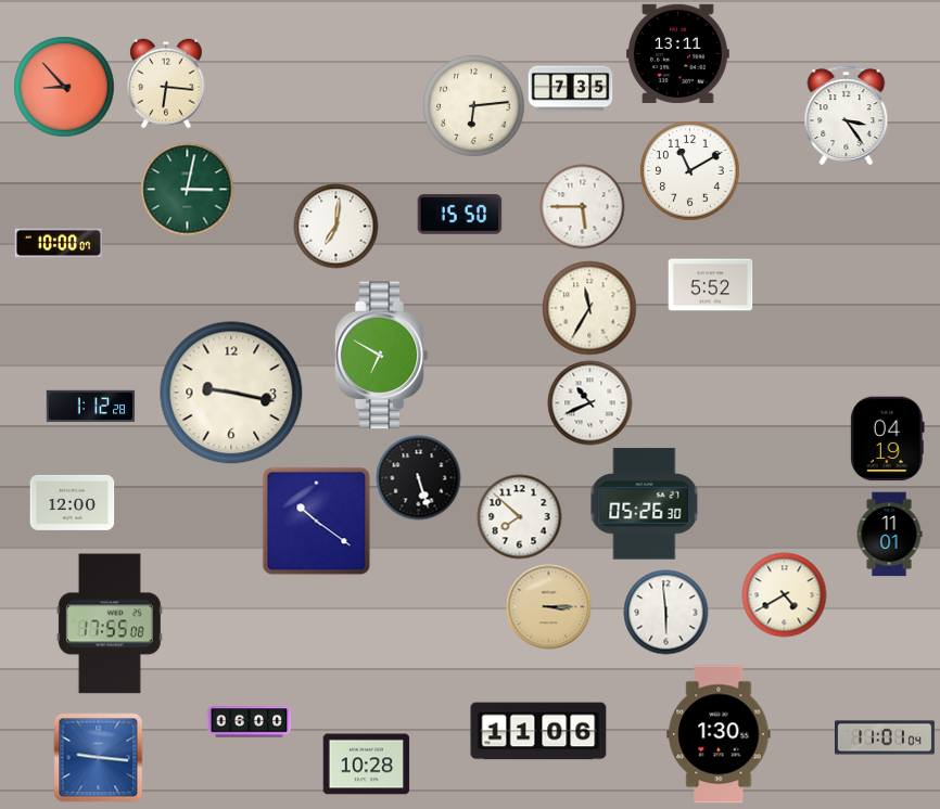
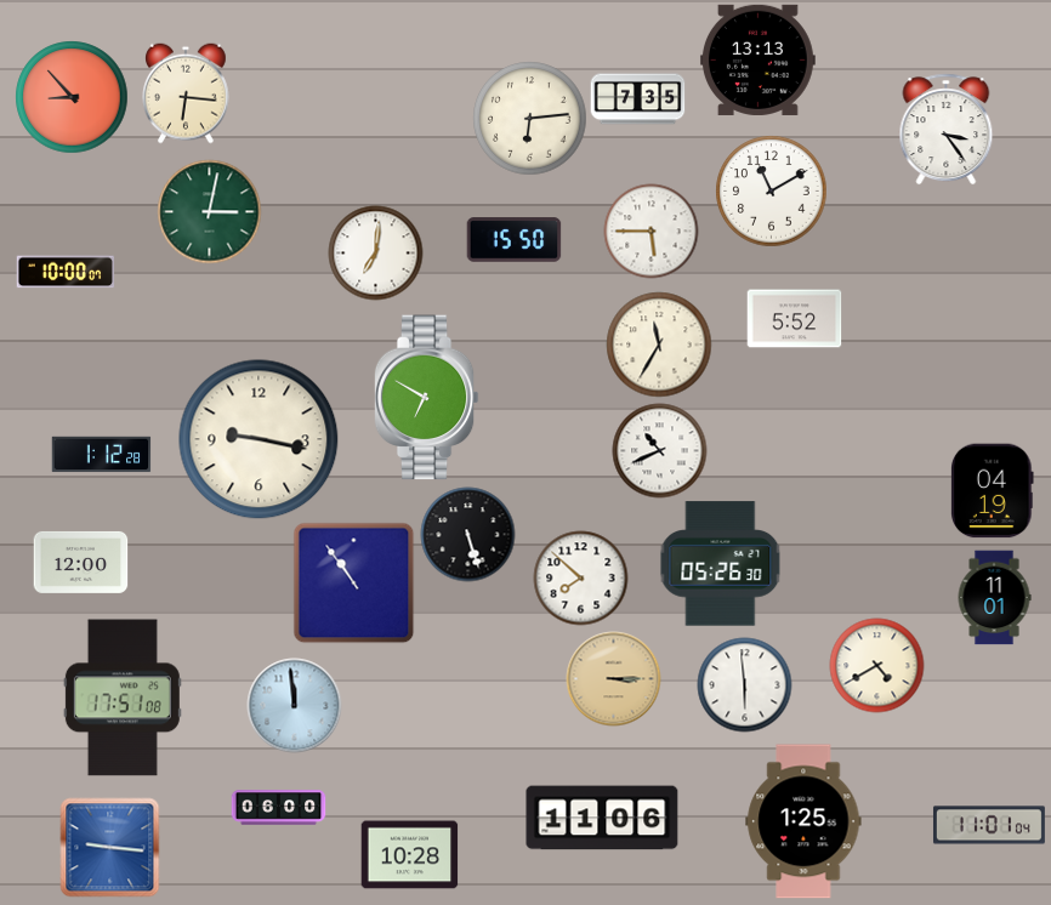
clock at (677, 53): 13:11 -> 13:13
clock at (316, 521): 10:21 -> 10:54
clock at (110, 624): 17:55 -> 17:51
clock at (294, 705): none -> 11:59
clock at (719, 734): 1:30 -> 1:25
